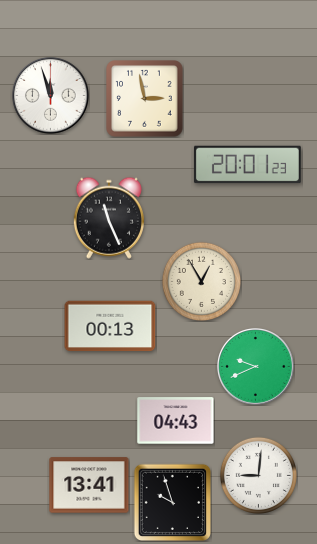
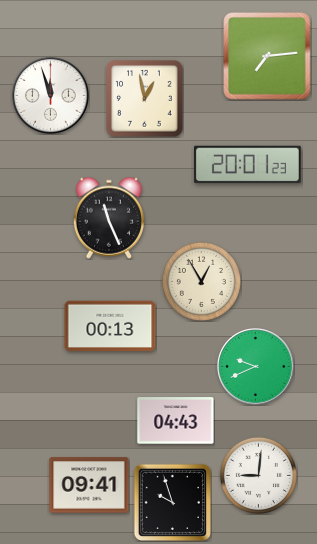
clock at (267, 56): none -> 7:14
clock at (145, 99): 2:58 -> 12:58
clock at (89, 485): 13:41 -> 09:41
